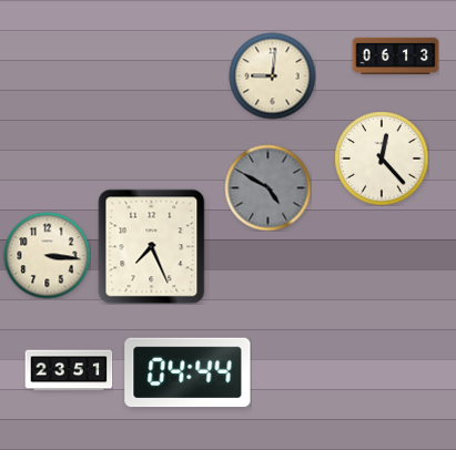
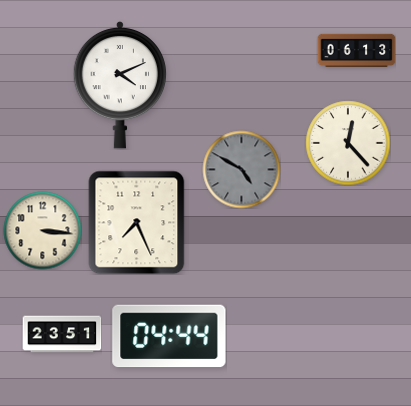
clock at (272, 75): 9:01 -> none
clock at (120, 85): none -> 4:11
clock at (382, 158) position: (382, 158) -> (348, 143)
